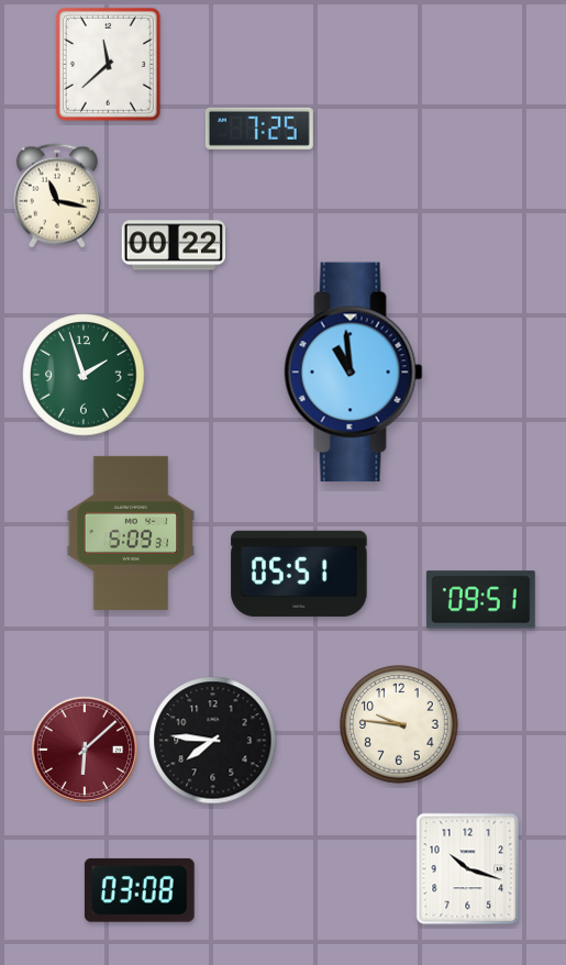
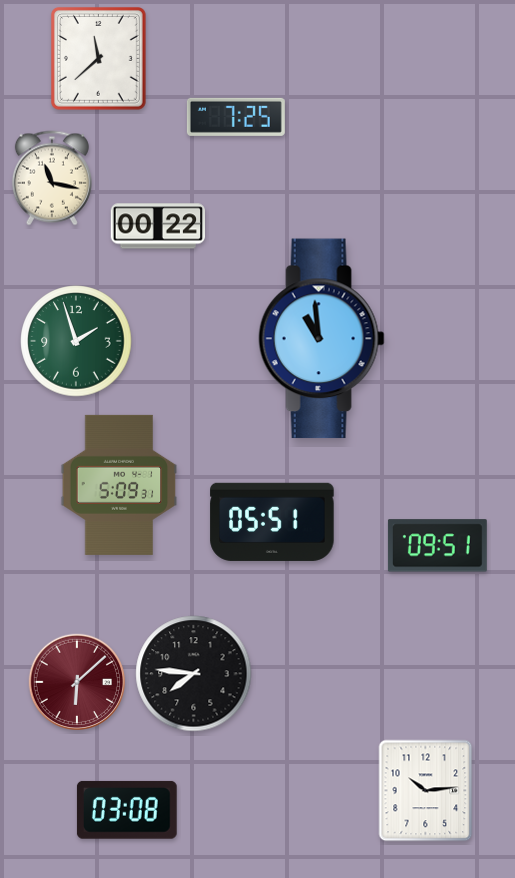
clock at (173, 245) position: (173, 245) -> (157, 226)
clock at (400, 725): 9:46 -> none
clock at (468, 869): 10:18 -> 10:14
